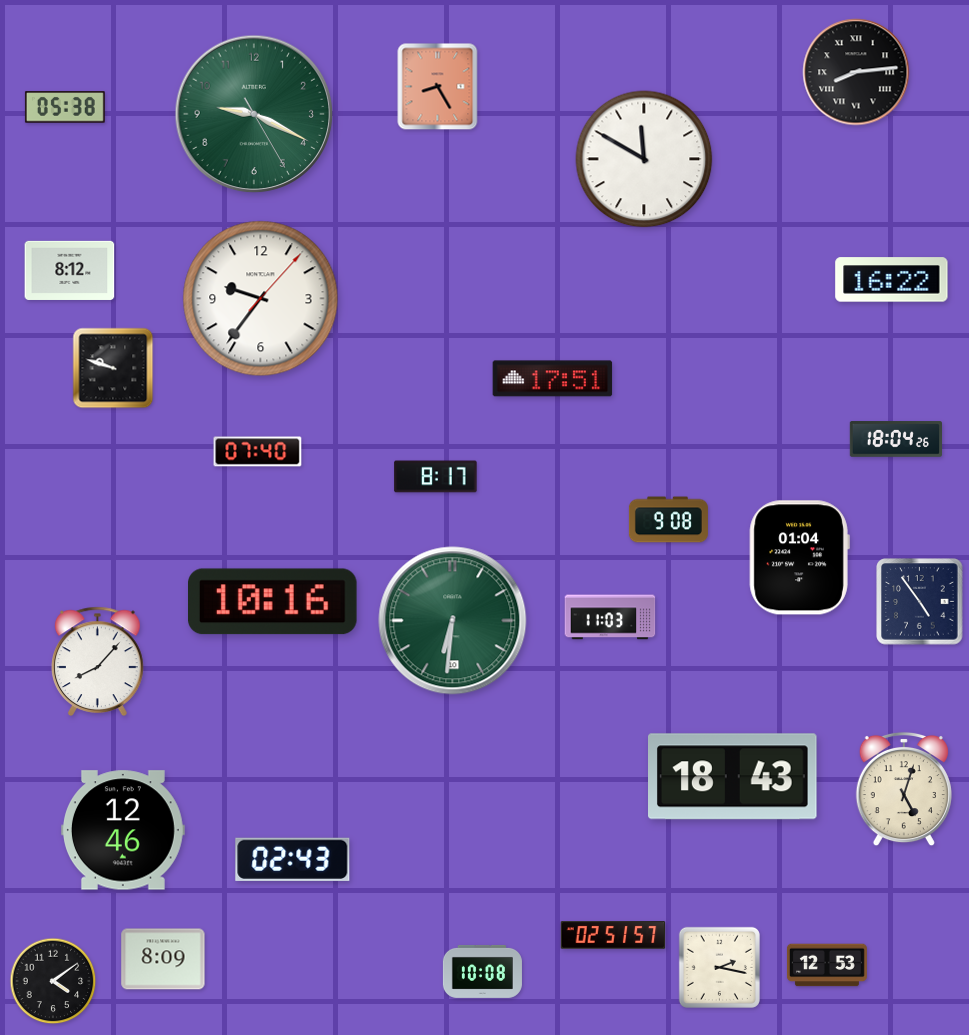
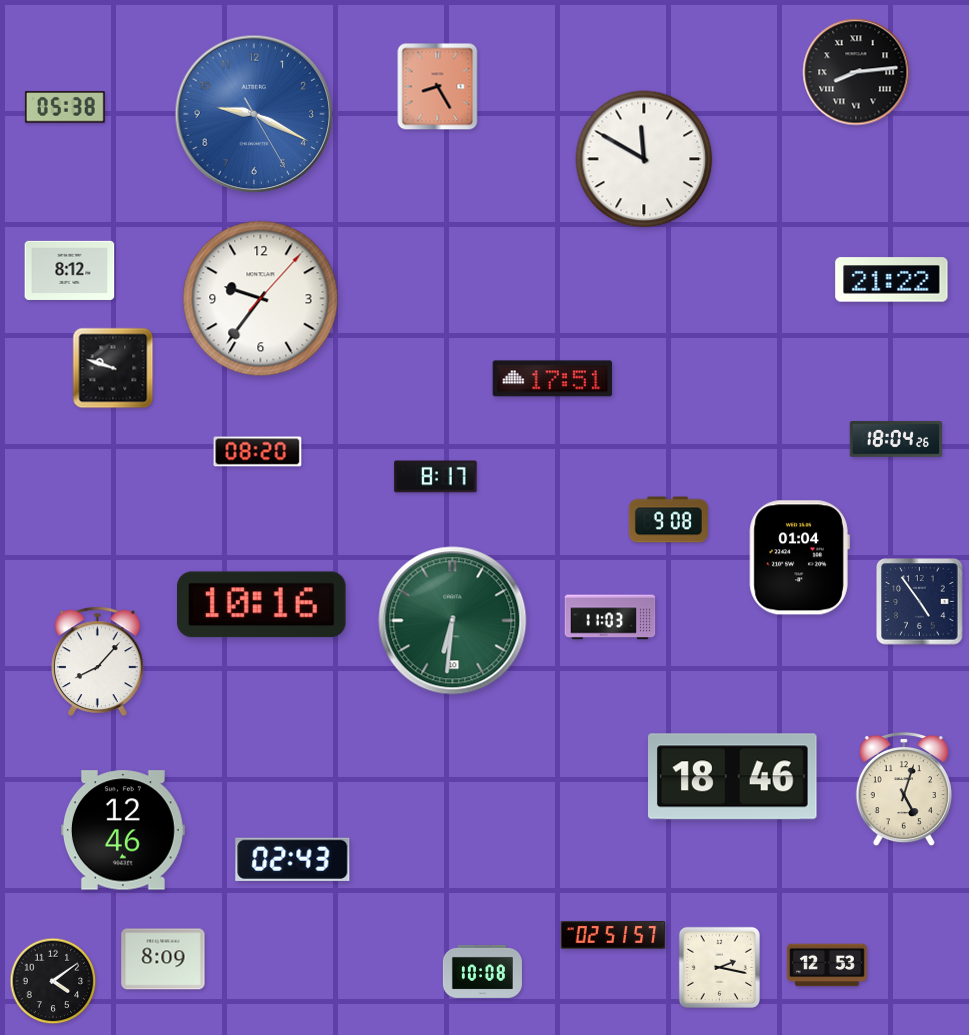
clock at (254, 114) dial: green -> blue
clock at (892, 280): 16:22 -> 21:22
clock at (258, 452): 07:40 -> 08:20
clock at (273, 602) position: (273, 602) -> (262, 605)
clock at (733, 777): 18:43 -> 18:46
